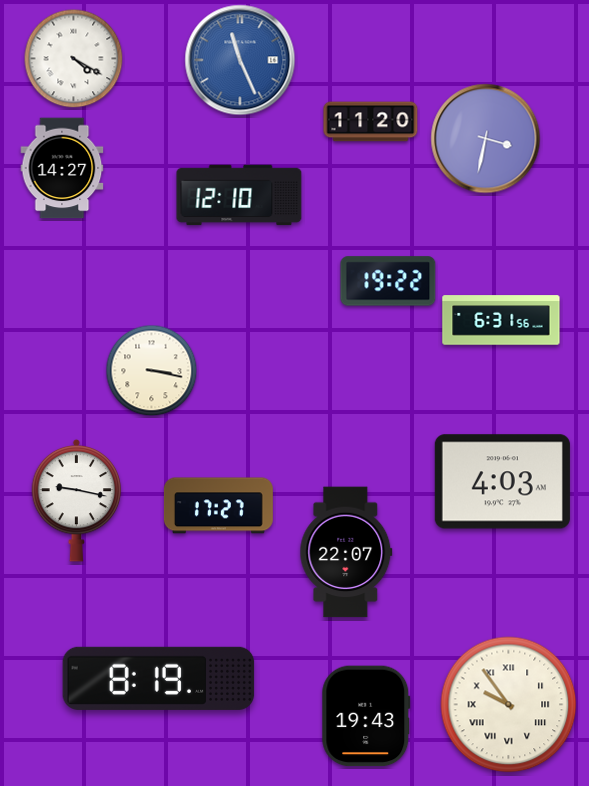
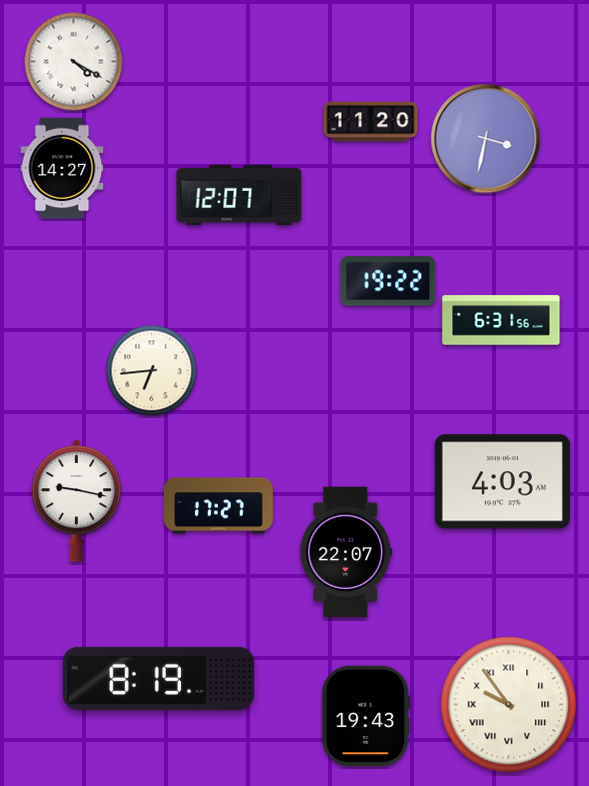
clock at (74, 59) position: (74, 59) -> (74, 62)
clock at (240, 60): 11:26 -> none
clock at (239, 195): 12:10 -> 12:07
clock at (152, 371): 3:17 -> 6:44
